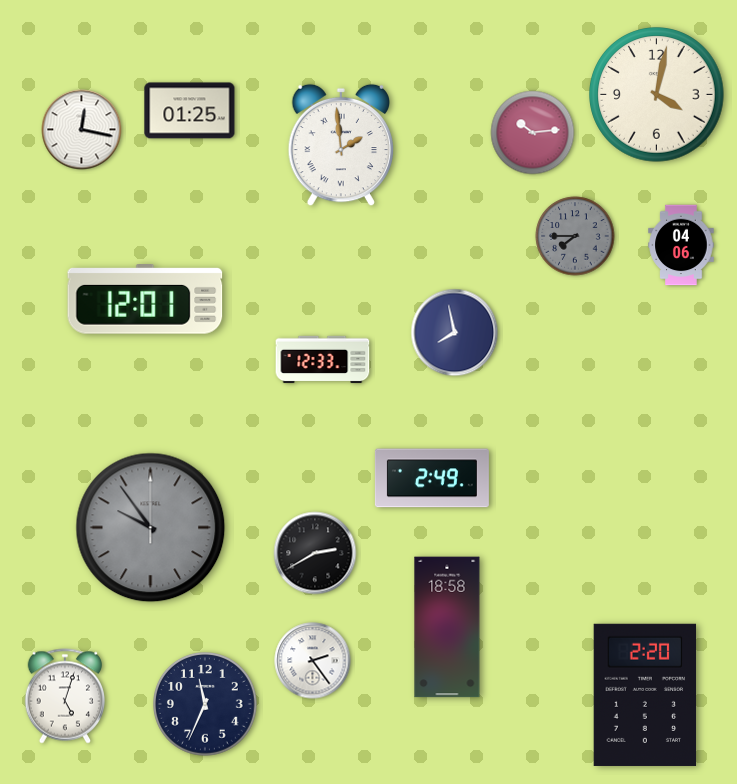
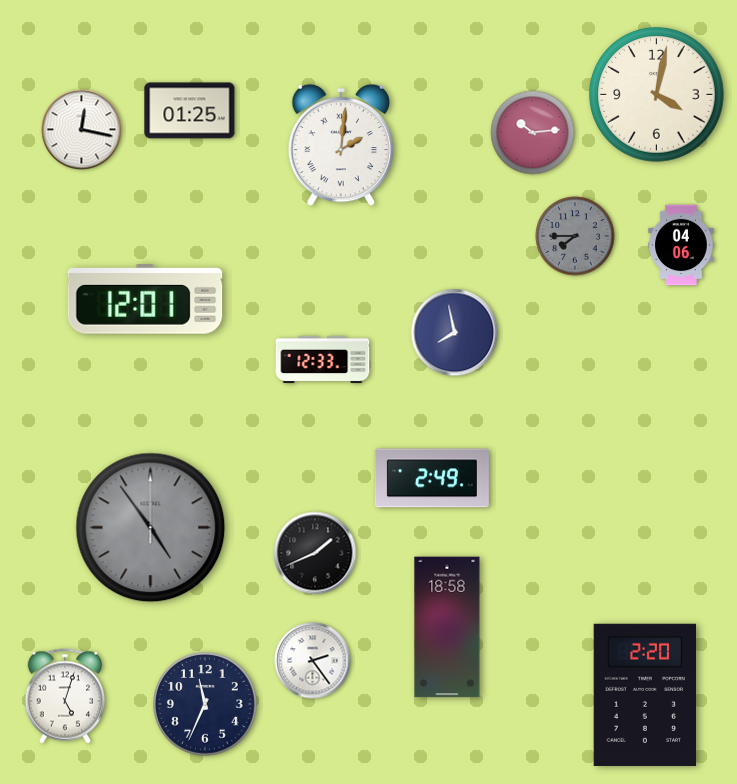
clock at (340, 145): 1:59 -> 2:01
clock at (151, 528): 9:54 -> 4:54
clock at (315, 553): 2:40 -> 1:41
